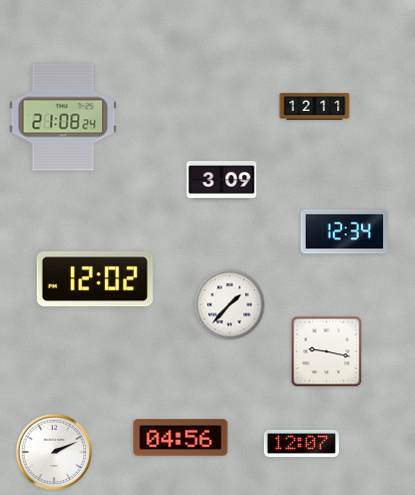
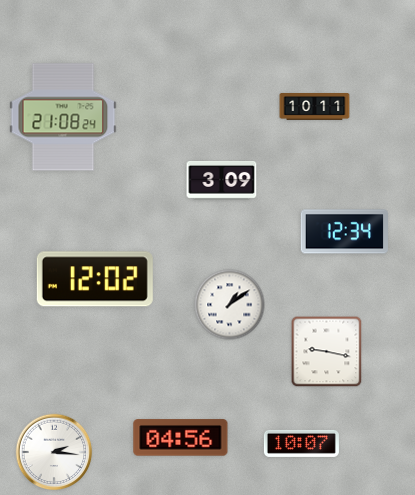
clock at (315, 107): 12:11 -> 10:11
clock at (230, 305): 1:37 -> 1:09
clock at (301, 443): 12:07 -> 10:07
clock at (54, 452): 2:11 -> 2:16
